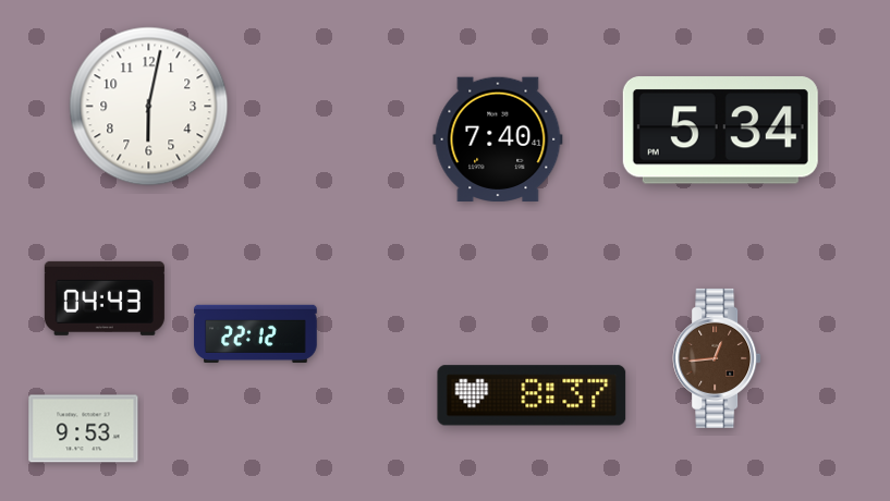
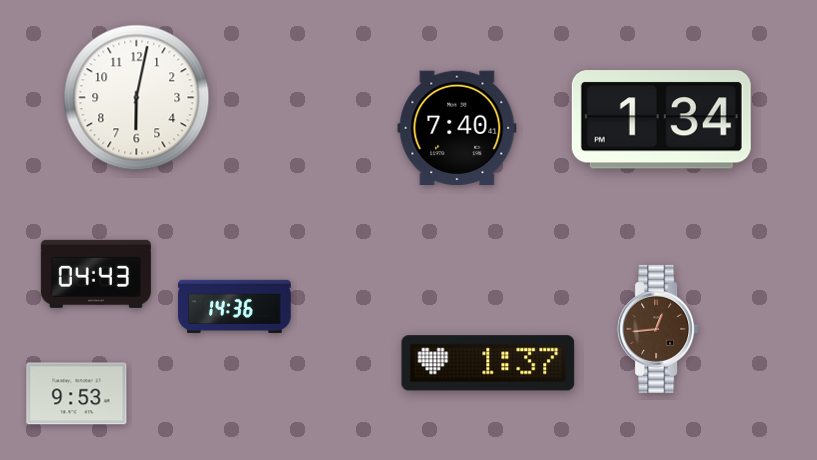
clock at (720, 131): 5:34 -> 1:34
clock at (256, 333): 22:12 -> 14:36
clock at (532, 395): 8:37 -> 1:37
